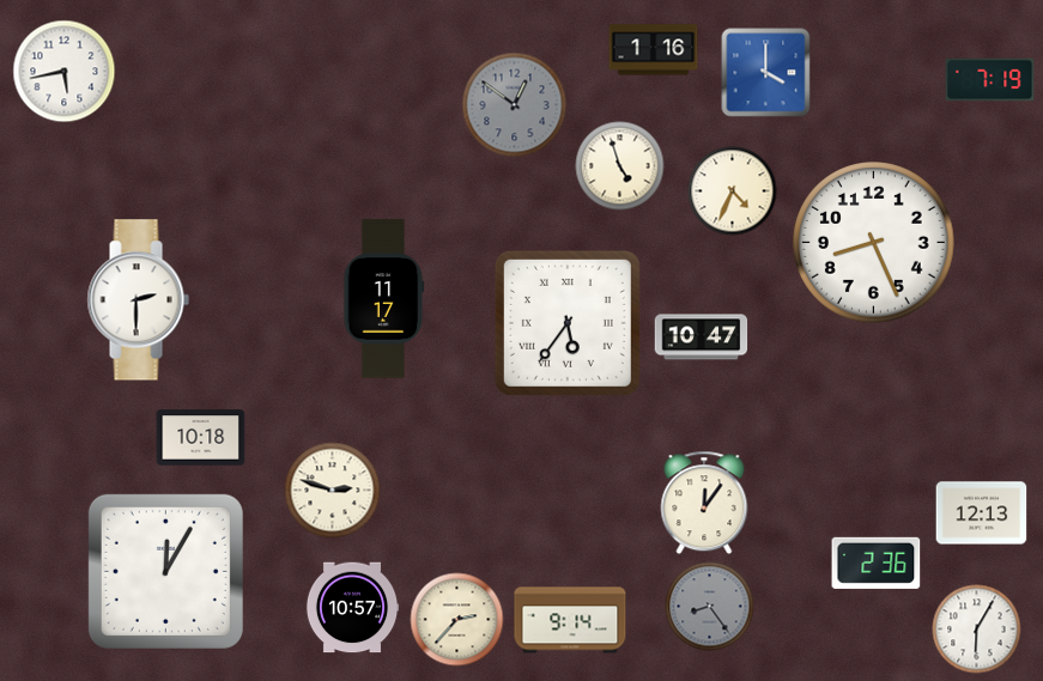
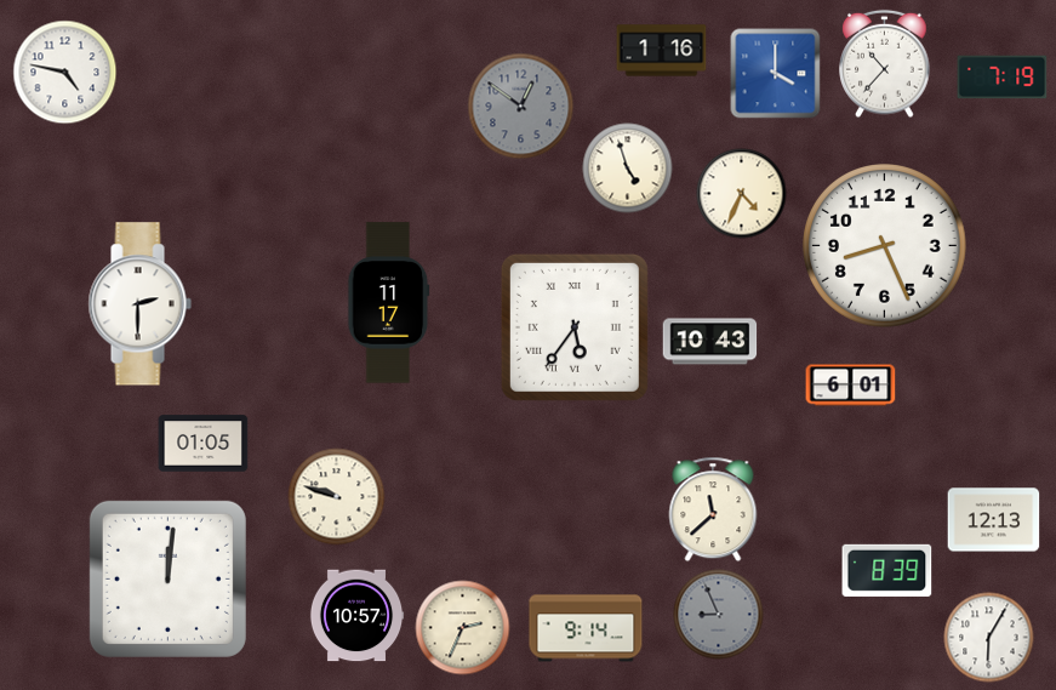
clock at (885, 64): none -> 10:37
clock at (65, 72): 5:43 -> 4:47
clock at (990, 80) position: (990, 80) -> (1003, 78)
clock at (702, 338): 10:47 -> 10:43
clock at (851, 386): none -> 6:01
clock at (201, 438): 10:18 -> 01:05
clock at (333, 491): 2:48 -> 9:48
clock at (704, 503): 12:06 -> 11:38
clock at (877, 563): 2:36 -> 8:39
clock at (165, 571): 12:05 -> 12:01
clock at (710, 607): 8:24 -> 8:56
clock at (457, 620): 2:37 -> 2:34
clock at (570, 620) position: (570, 620) -> (586, 628)
